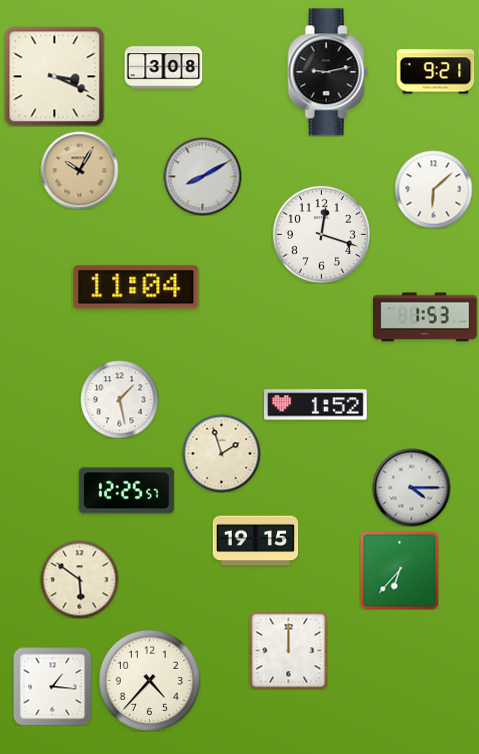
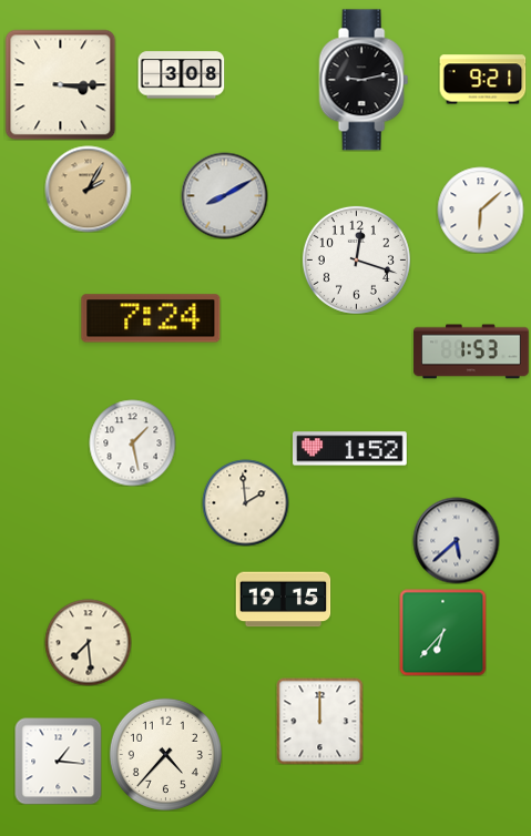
clock at (54, 76): 3:19 -> 3:15
clock at (79, 170): 10:05 -> 2:05
clock at (136, 287): 11:04 -> 7:24
clock at (221, 453): 1:57 -> 1:59
clock at (411, 487): 4:15 -> 5:38
clock at (126, 491): 12:25 -> none
clock at (79, 579): 5:51 -> 7:29
